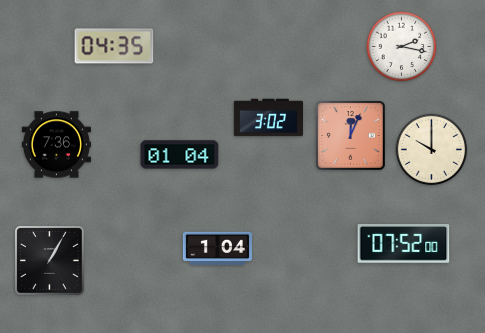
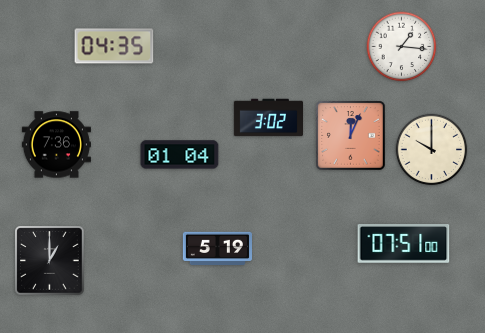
clock at (402, 47): 2:17 -> 1:16
clock at (404, 244): 07:52 -> 07:51
clock at (217, 249): 1:04 -> 5:19
clock at (50, 261): 1:05 -> 1:00
